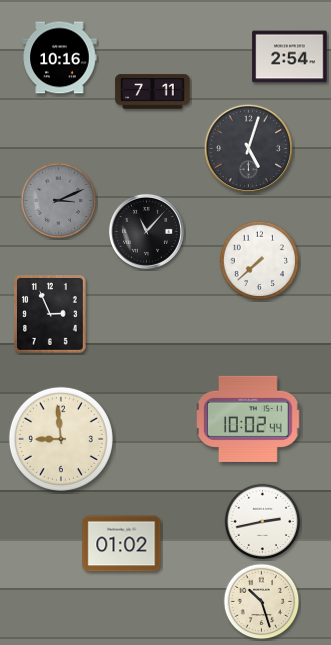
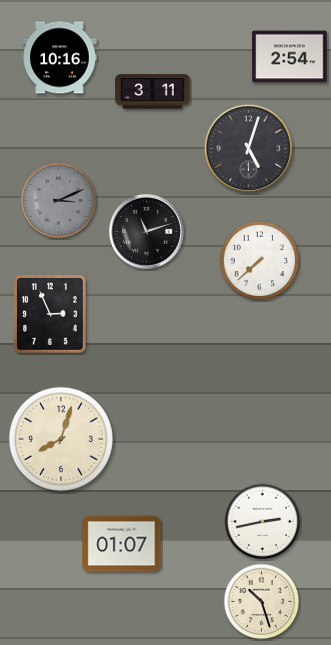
clock at (153, 92): 7:11 -> 3:11
clock at (146, 231): 11:07 -> 11:12
clock at (248, 419): 10:02 -> none
clock at (61, 439): 8:59 -> 8:03
clock at (122, 544): 01:02 -> 01:07
